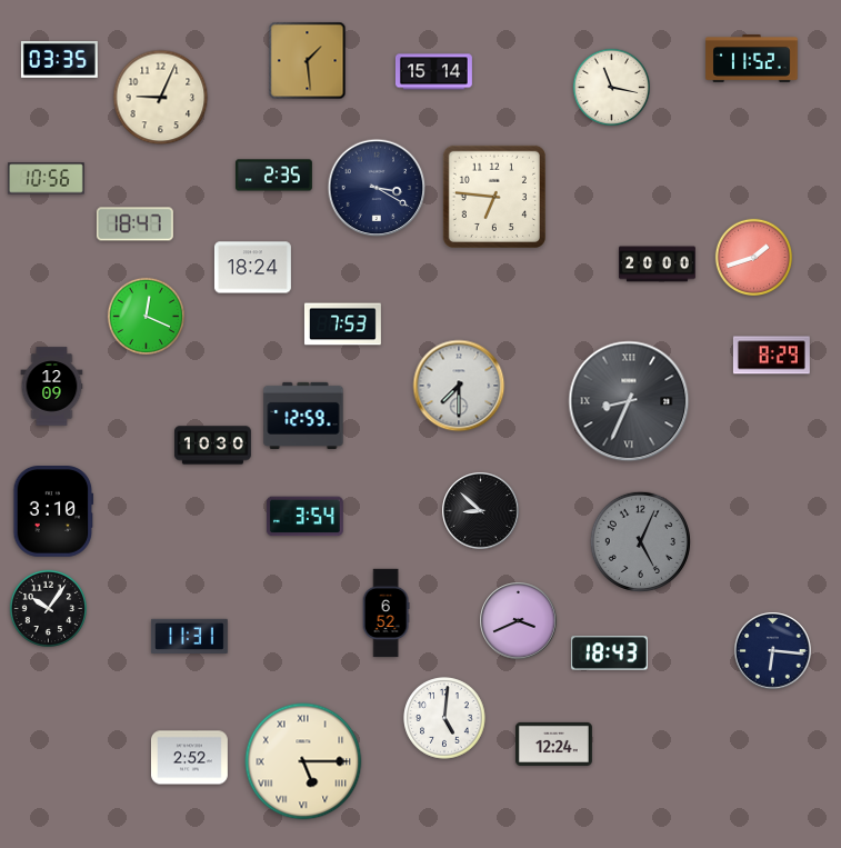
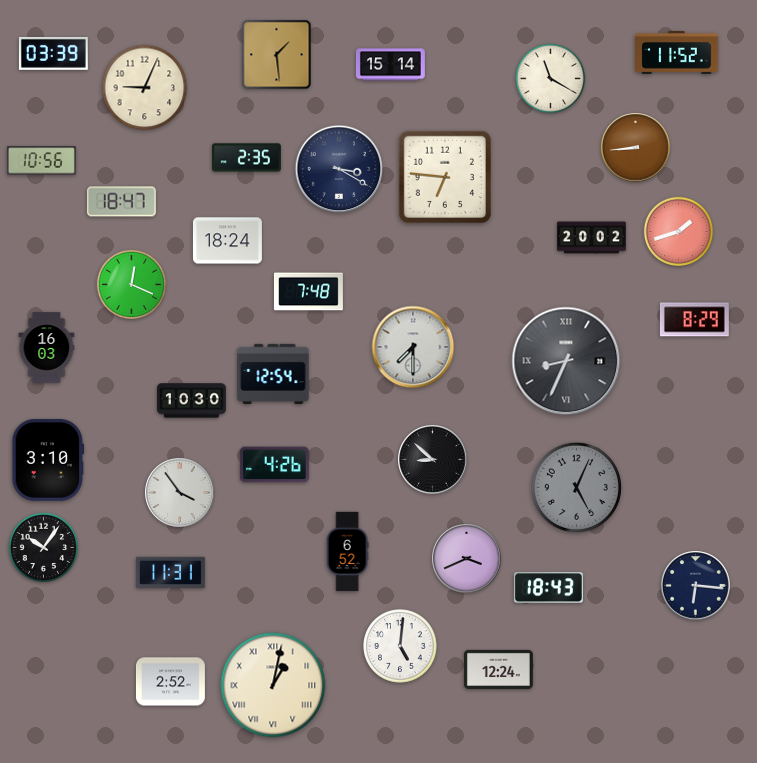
clock at (59, 59): 03:35 -> 03:39
clock at (612, 88): 11:17 -> 11:20
clock at (636, 148): none -> 8:44
clock at (657, 265): 20:00 -> 20:02
clock at (342, 325): 7:53 -> 7:48
clock at (52, 387): 12:09 -> 16:03
clock at (303, 416): 12:59 -> 12:54
clock at (304, 517): 3:54 -> 4:26
clock at (180, 493): none -> 3:54
clock at (303, 761): 5:15 -> 1:02
